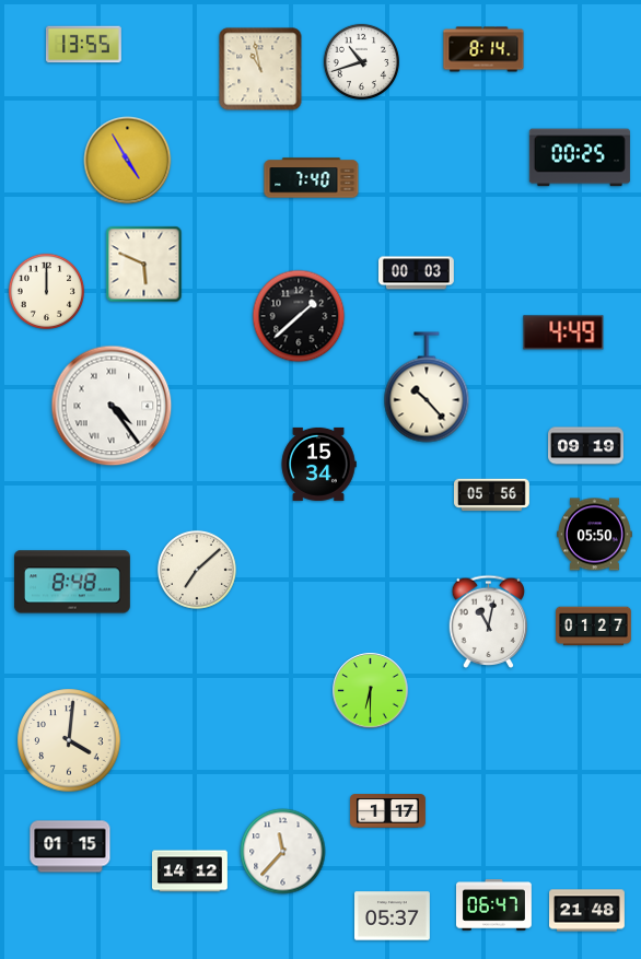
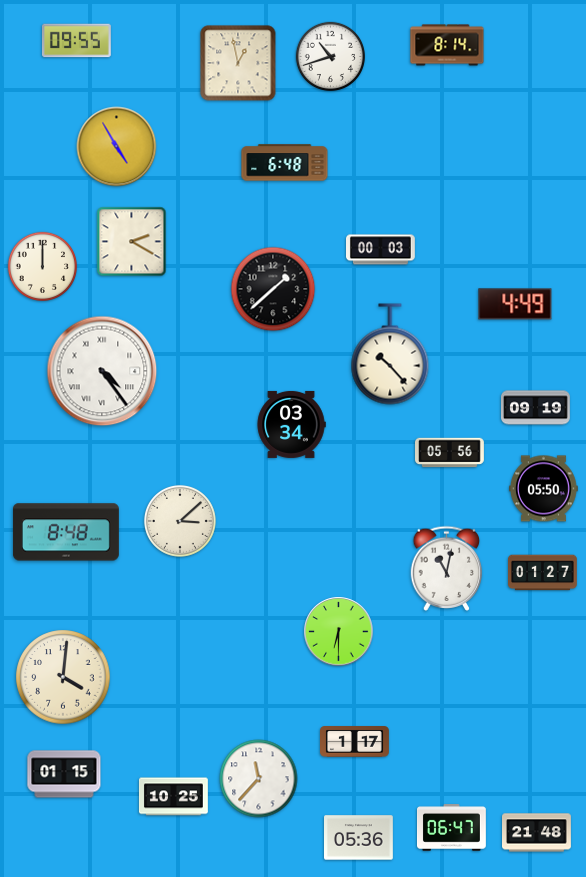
clock at (84, 45): 13:55 -> 09:55
clock at (483, 49) position: (483, 49) -> (447, 45)
clock at (260, 69): 10:58 -> 12:58
clock at (580, 157): 00:25 -> none
clock at (312, 178): 7:40 -> 6:48
clock at (144, 265): 5:49 -> 2:20
clock at (318, 464): 15:34 -> 03:34
clock at (197, 570): 7:08 -> 3:08
clock at (189, 872): 14:12 -> 10:25
clock at (393, 916): 05:37 -> 05:36
